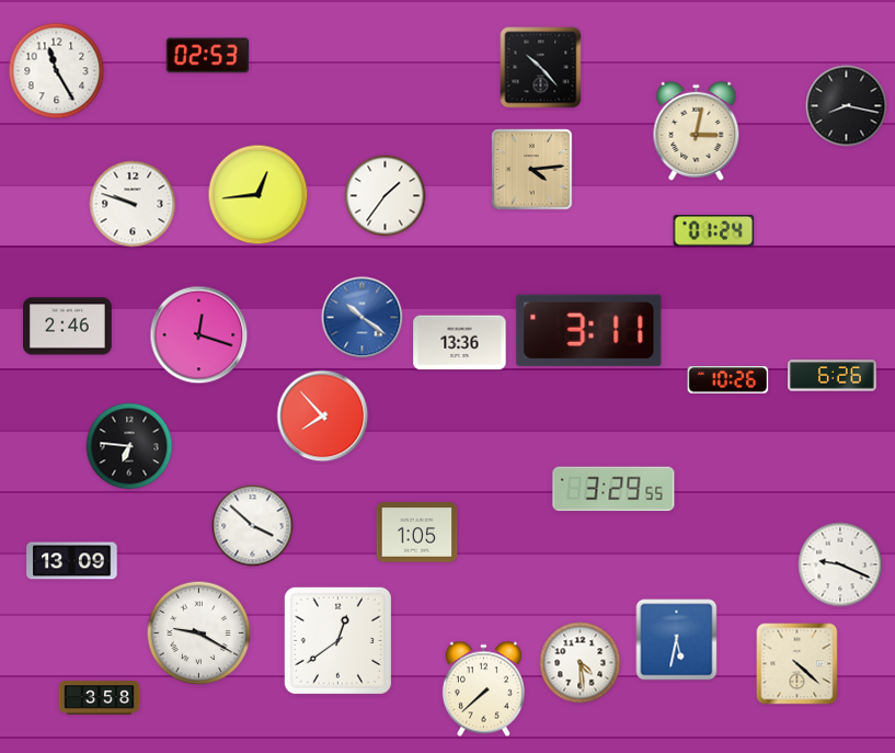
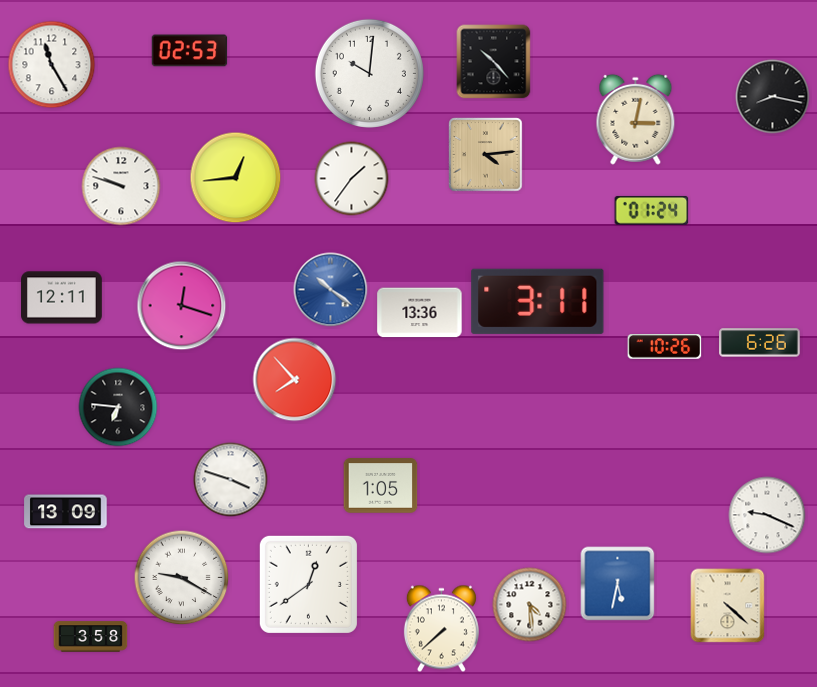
clock at (369, 73): none -> 10:01
clock at (68, 327): 2:46 -> 12:11
clock at (613, 489): 3:29 -> none
clock at (253, 526): 3:52 -> 3:48
